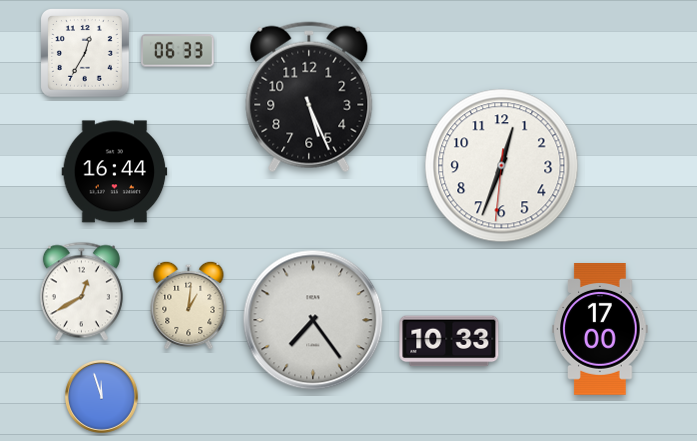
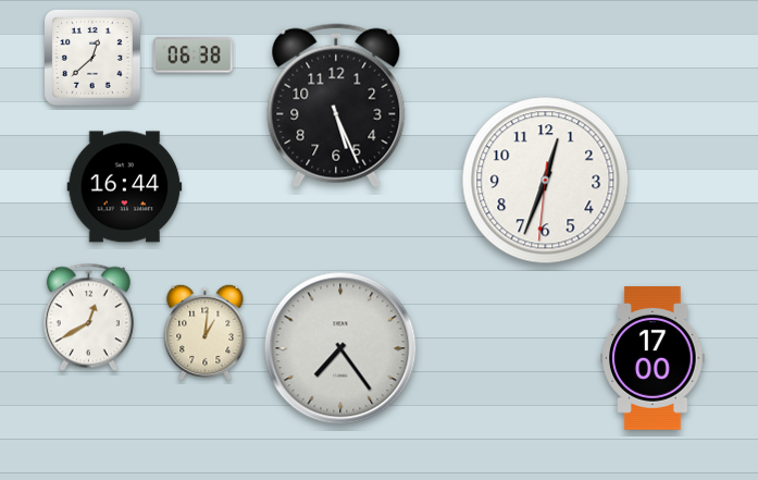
clock at (178, 51): 06:33 -> 06:38
clock at (86, 54): 12:35 -> 12:38
clock at (449, 341): 10:33 -> none
clock at (102, 397): 11:57 -> none
